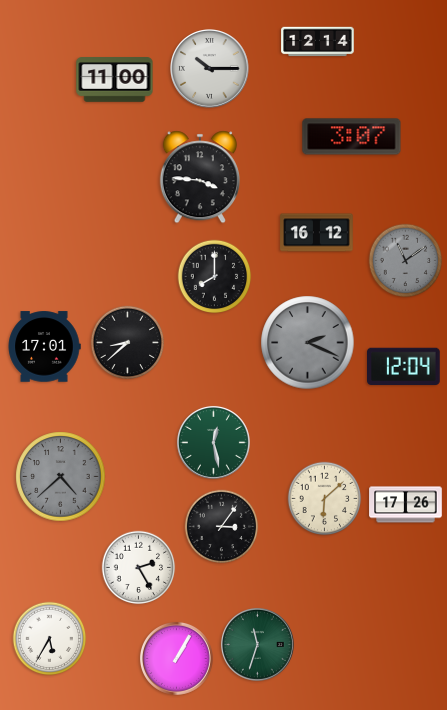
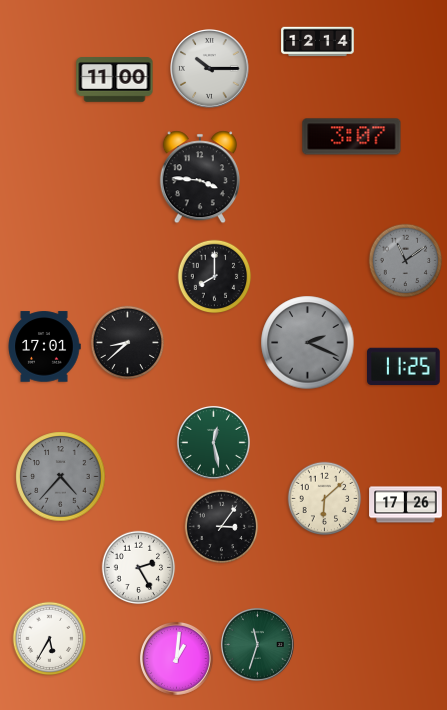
clock at (317, 233): 16:12 -> none
clock at (404, 366): 12:04 -> 11:25
clock at (61, 477): 4:38 -> 4:37
clock at (176, 658): 1:05 -> 1:01
